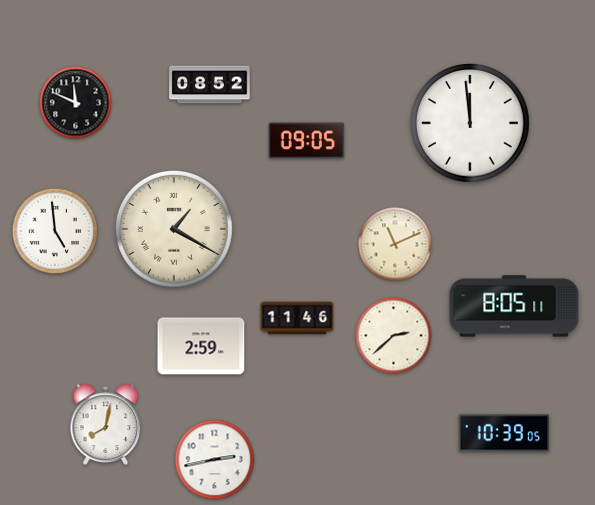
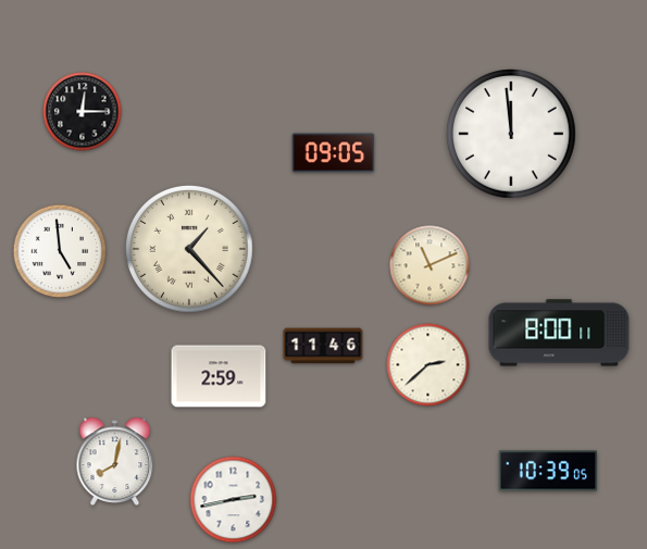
clock at (210, 85): 08:52 -> none
clock at (76, 103): 11:49 -> 12:15
clock at (174, 229): 1:20 -> 1:23
clock at (514, 306): 8:05 -> 8:00
